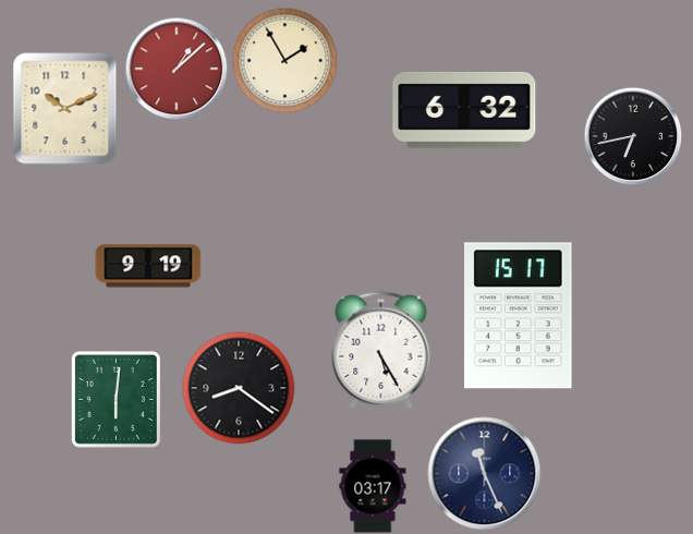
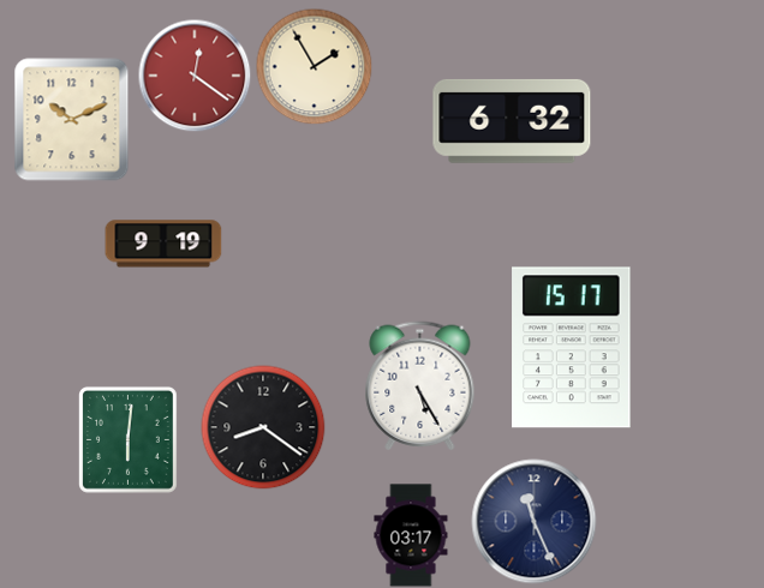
clock at (177, 69): 1:08 -> 12:21
clock at (633, 136): 6:43 -> none
clock at (148, 266) position: (148, 266) -> (163, 244)
